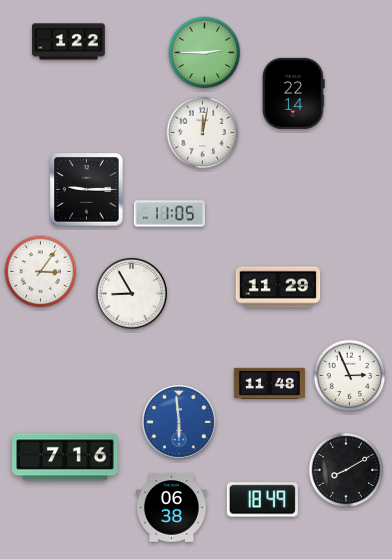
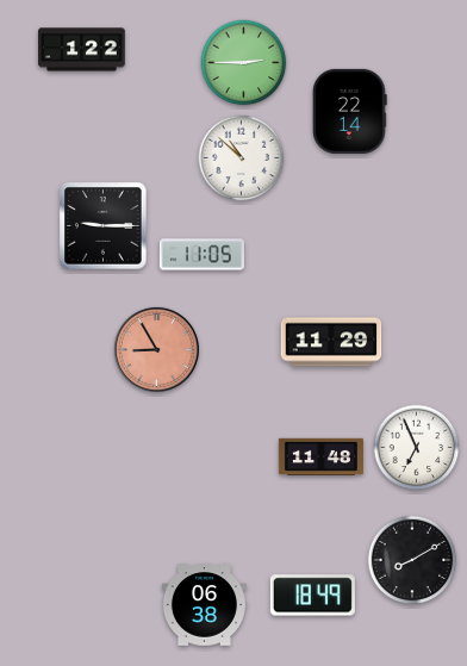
clock at (203, 133): 12:02 -> 10:52
clock at (41, 272): 3:06 -> none
clock at (131, 293) dial: white -> salmon
clock at (350, 376): 2:56 -> 6:56
clock at (179, 422): 5:59 -> none
clock at (65, 457): 7:16 -> none
